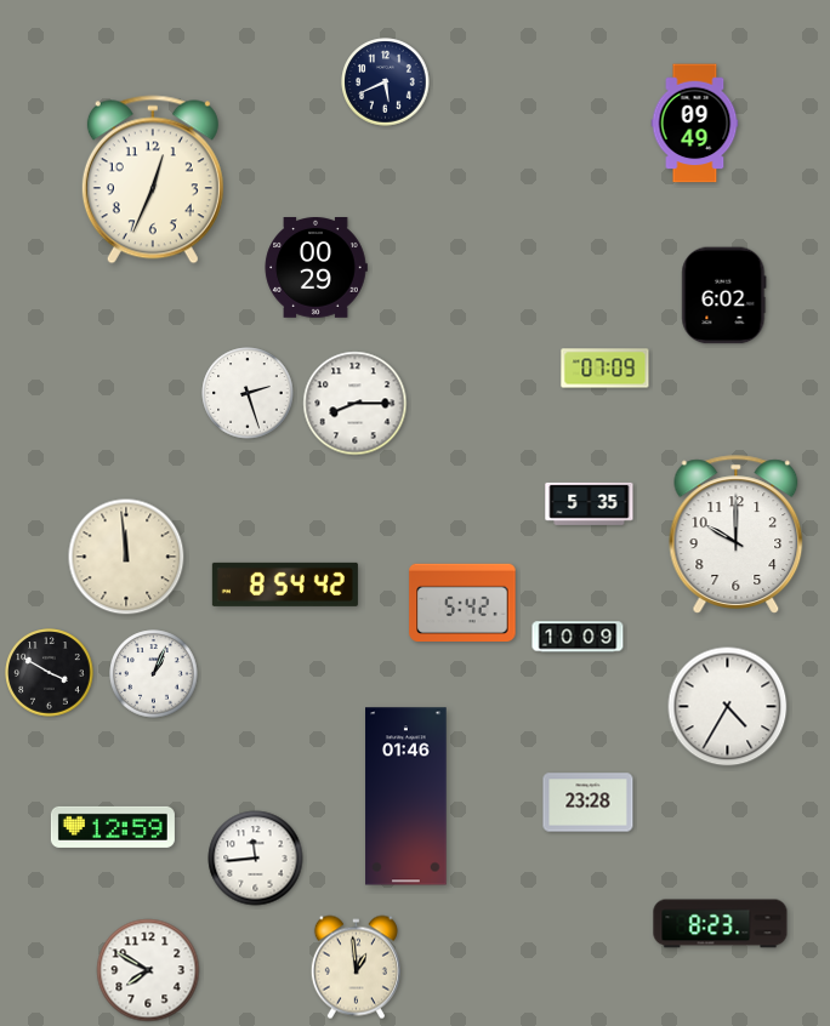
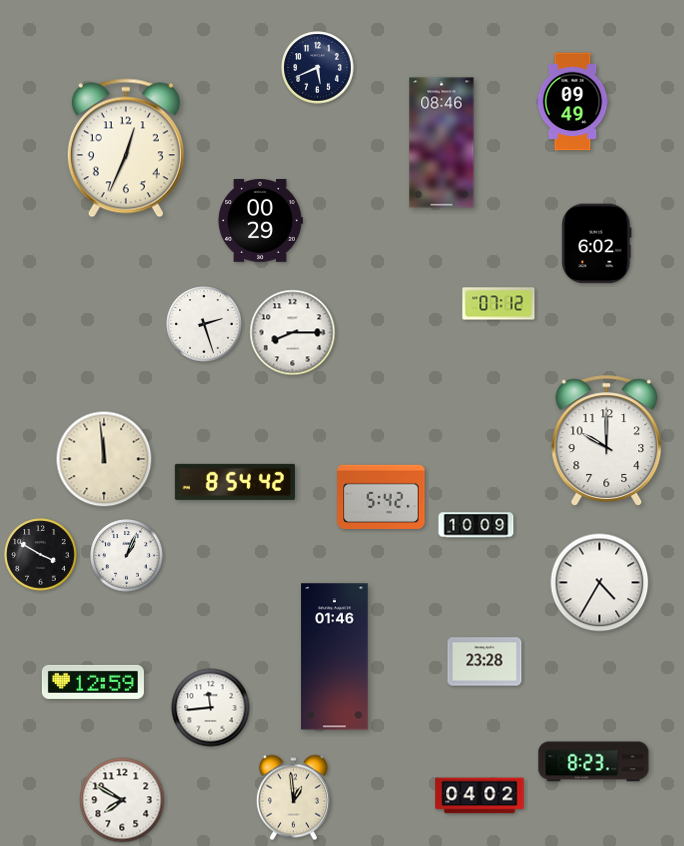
clock at (442, 143): none -> 08:46
clock at (606, 369): 07:09 -> 07:12
clock at (590, 503): 5:35 -> none
clock at (480, 796): none -> 04:02
